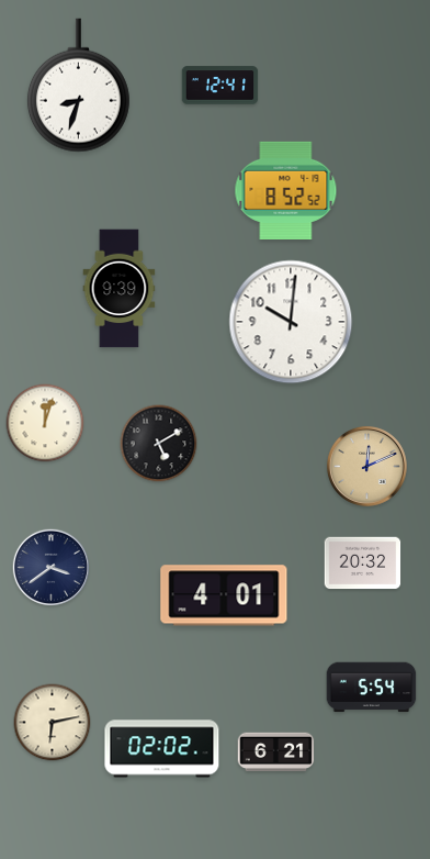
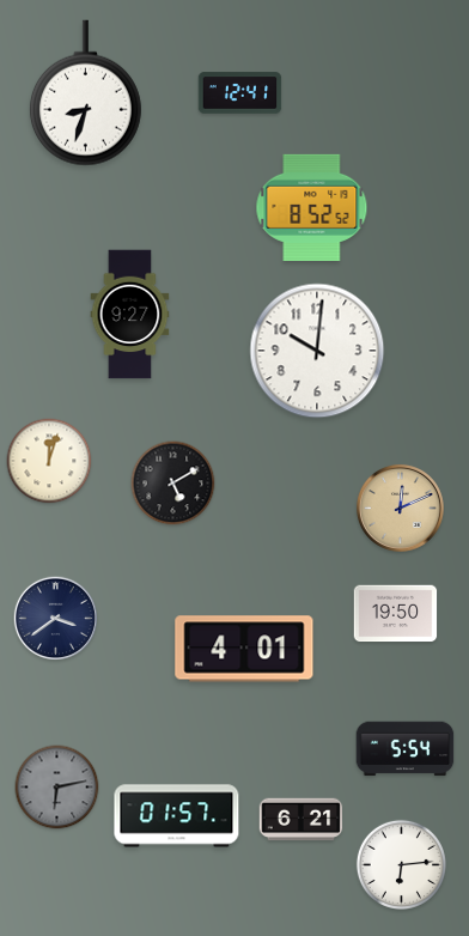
clock at (120, 289): 9:39 -> 9:27
clock at (363, 564): 20:32 -> 19:50
clock at (53, 723) dial: cream -> grey
clock at (162, 749): 02:02 -> 01:57
clock at (401, 864): none -> 6:14
